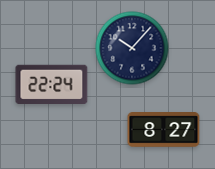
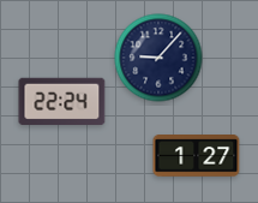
clock at (132, 48): 10:07 -> 9:07
clock at (164, 130): 8:27 -> 1:27
